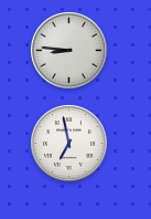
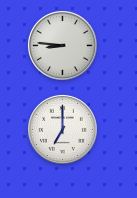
clock at (68, 143): 6:58 -> 7:00
